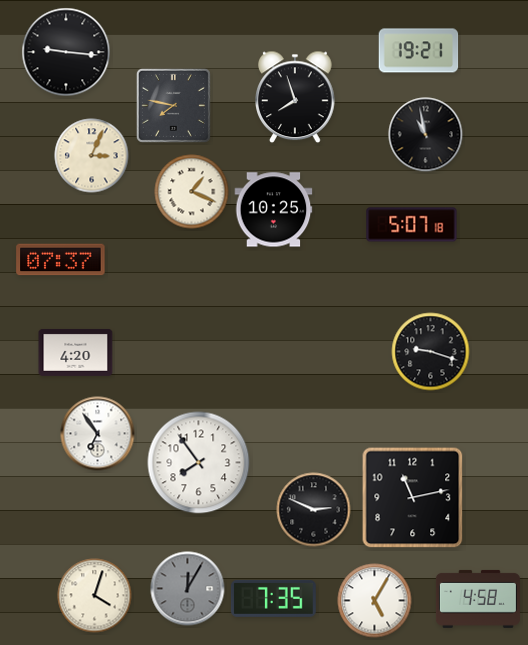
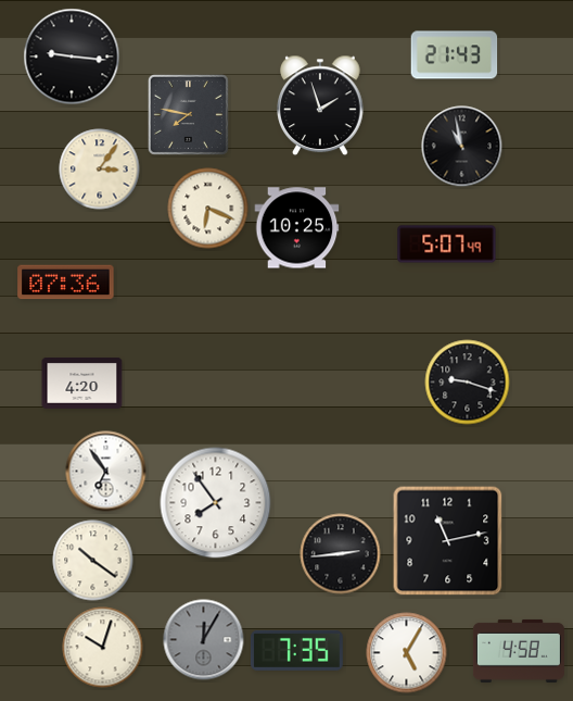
clock at (419, 51): 19:21 -> 21:43
clock at (295, 97): 7:57 -> 1:57
clock at (92, 156): 3:04 -> 3:06
clock at (192, 192): 1:19 -> 6:19
clock at (412, 225): 5:07:18 -> 5:07:49
clock at (61, 260): 07:37 -> 07:36
clock at (314, 510): 2:49 -> 2:44
clock at (93, 561): none -> 10:21
clock at (95, 596): 4:03 -> 10:03
